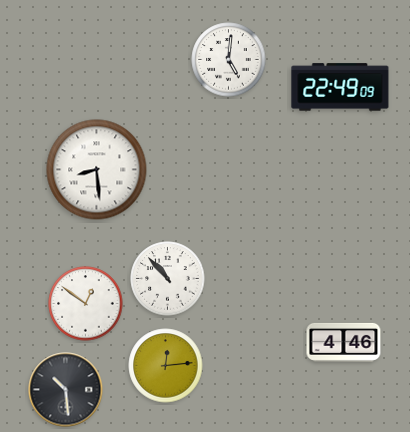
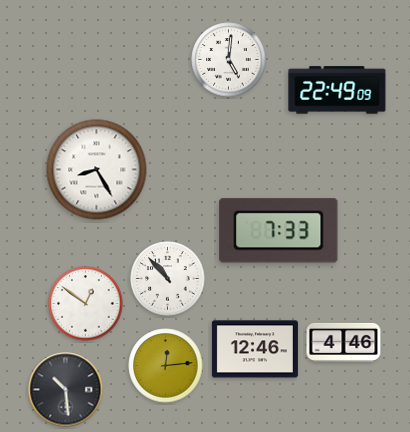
clock at (340, 87) position: (340, 87) -> (337, 90)
clock at (97, 170): 8:29 -> 8:25
clock at (279, 231): none -> 7:33
clock at (255, 349): none -> 12:46
